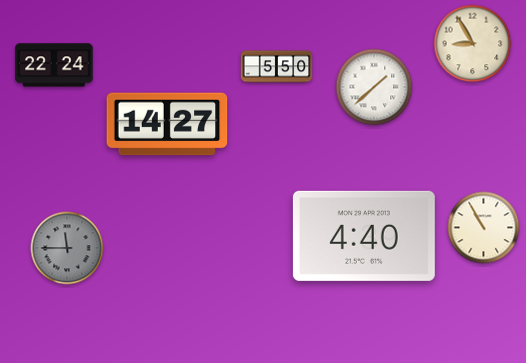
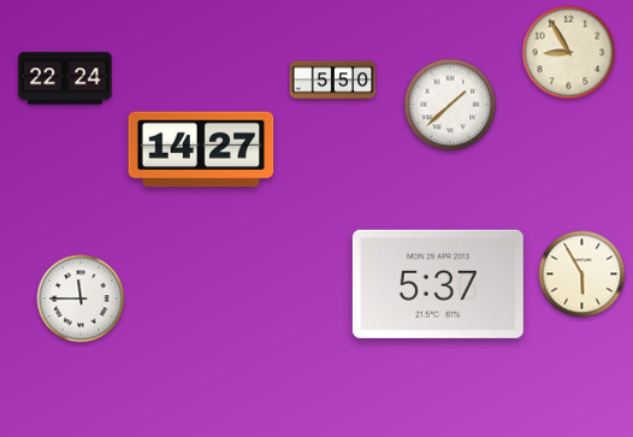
clock at (484, 228): 10:55 -> 5:55
clock at (364, 236): 4:40 -> 5:37
clock at (67, 248) dial: grey -> white
